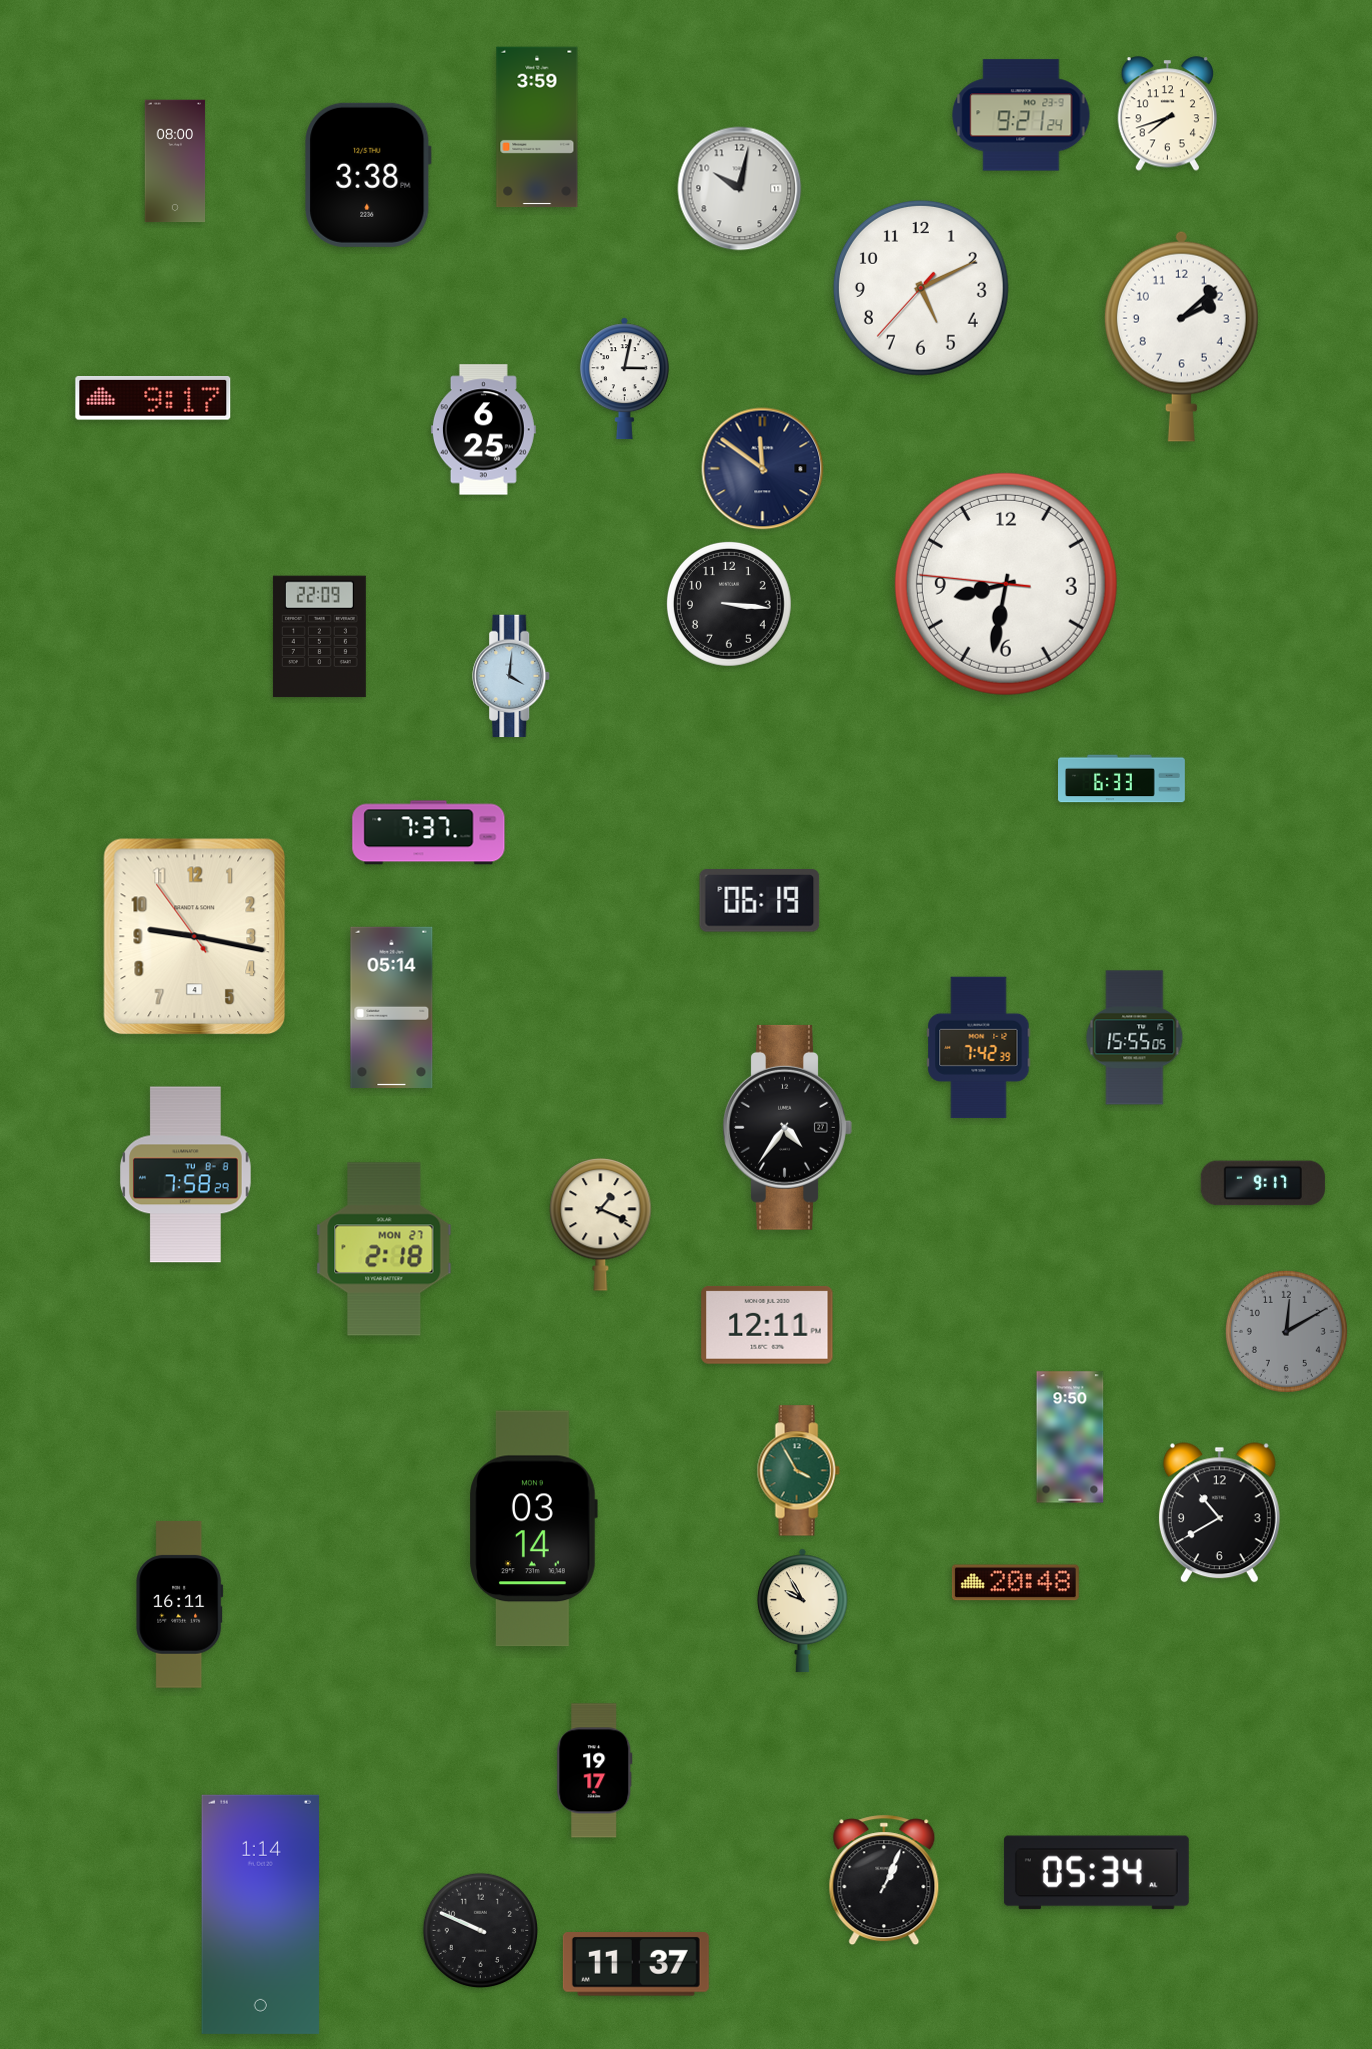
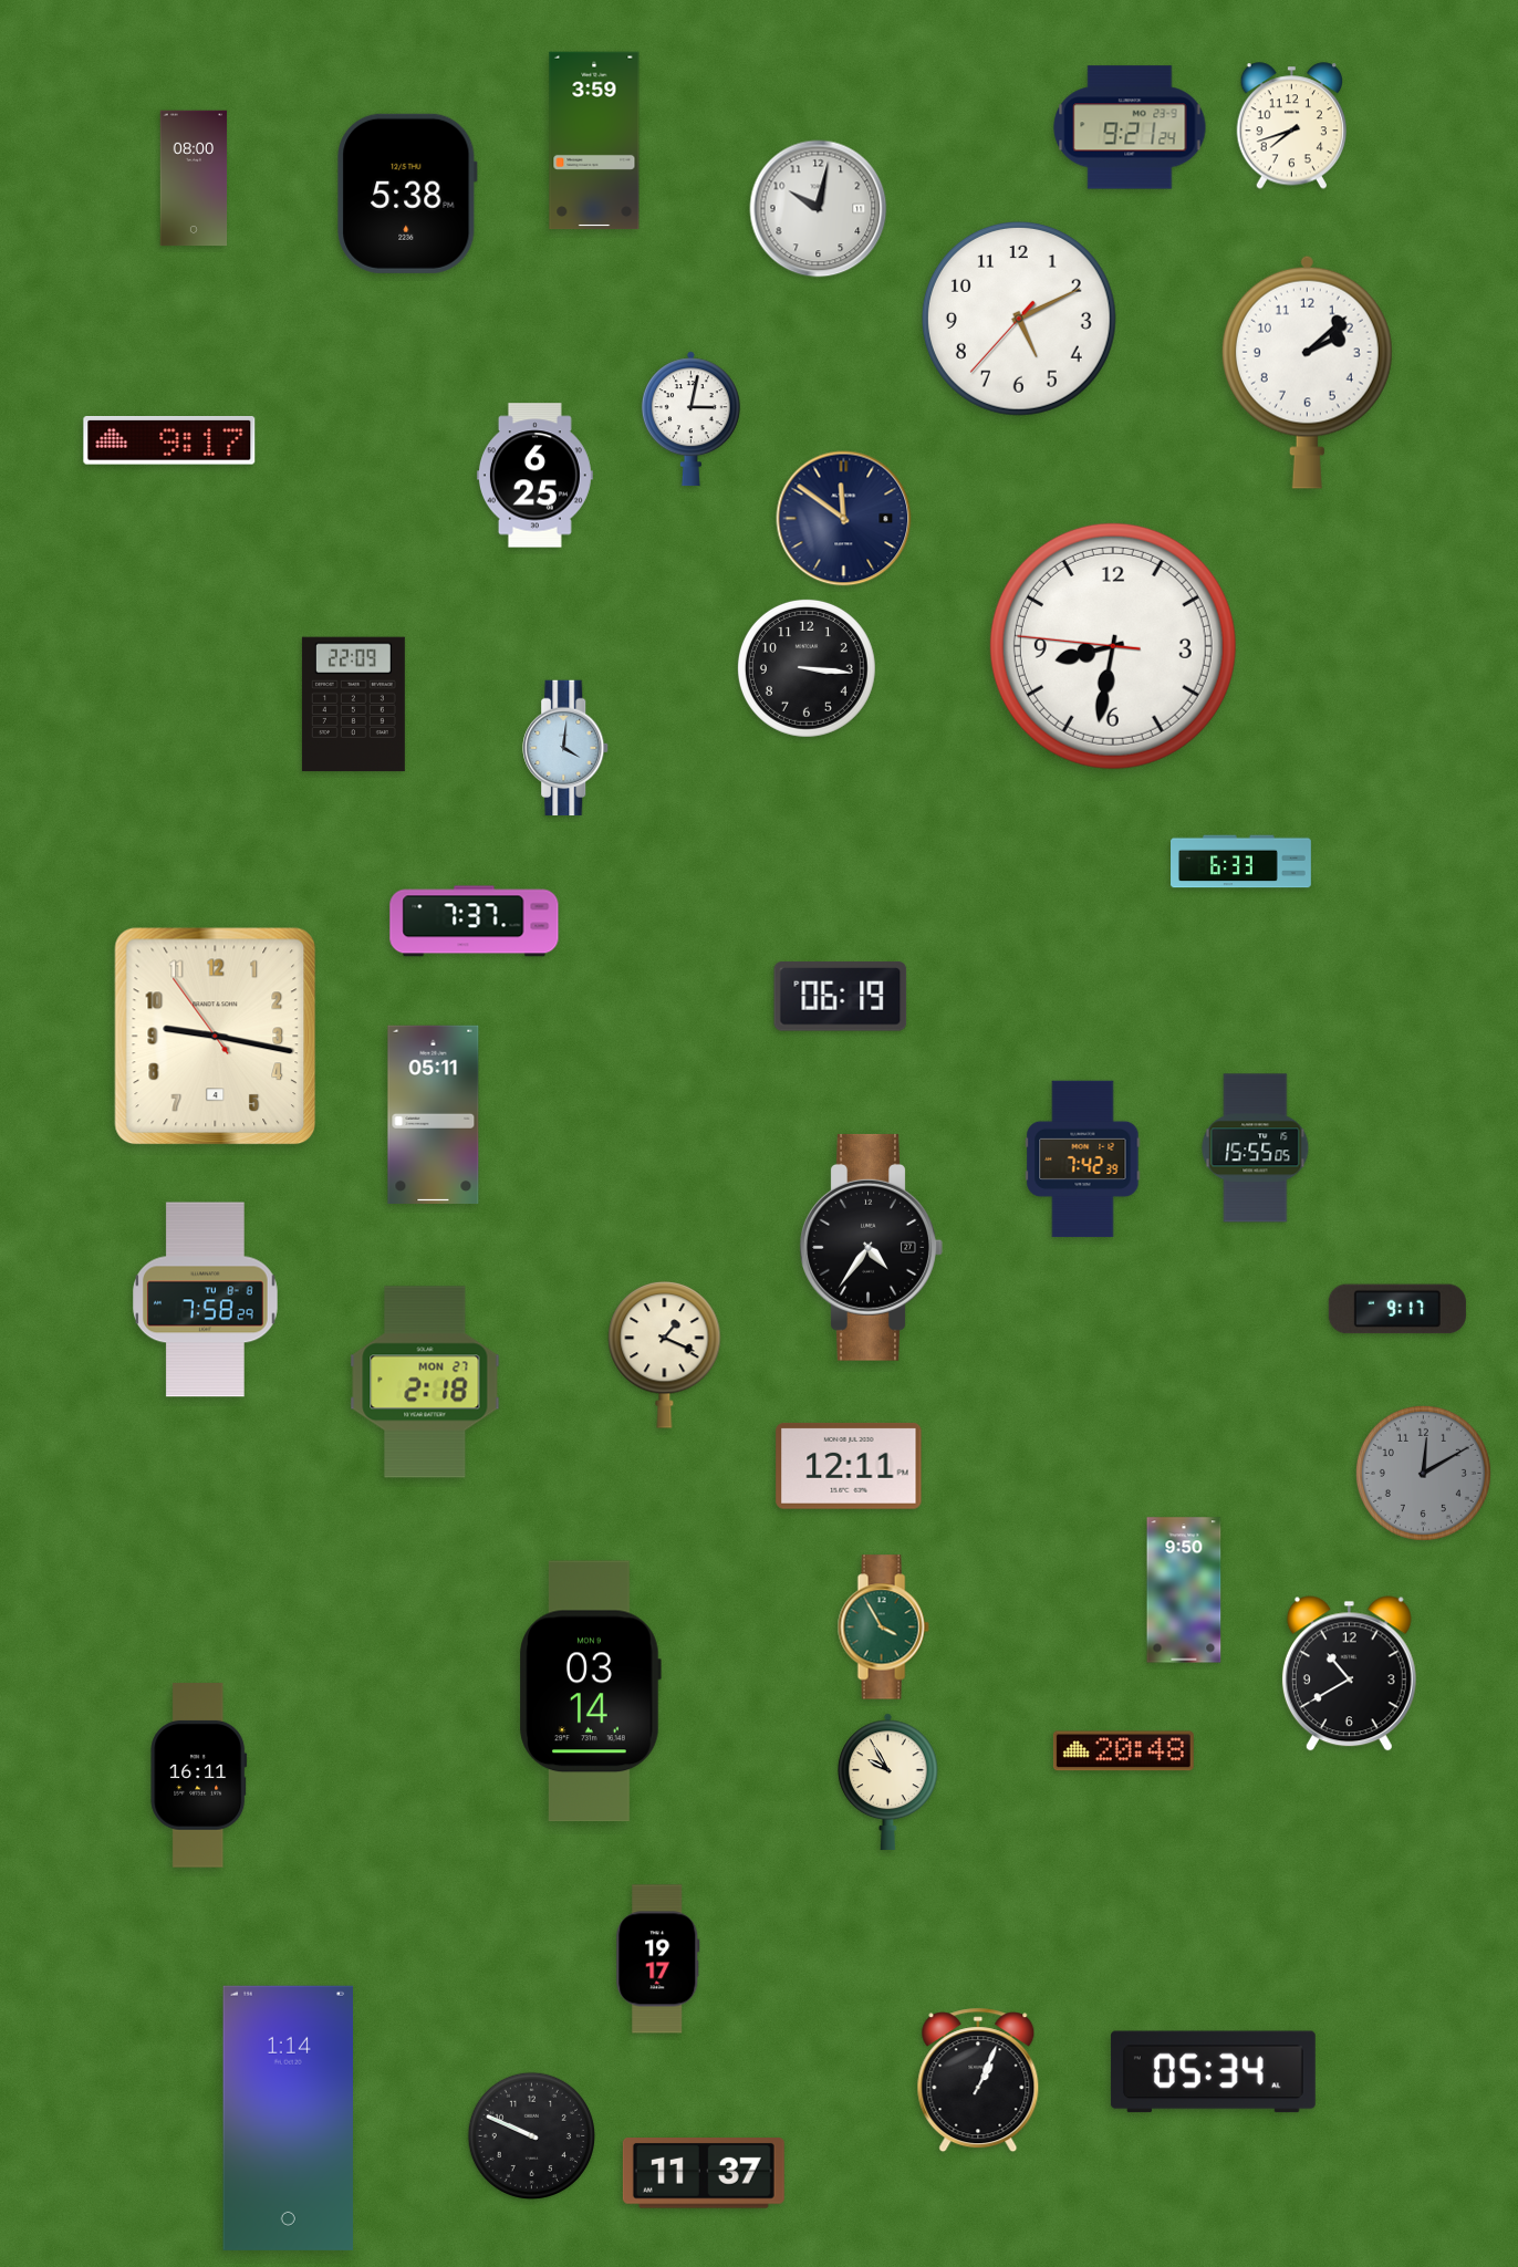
clock at (368, 175): 3:38 -> 5:38
clock at (392, 1007): 05:14 -> 05:11
